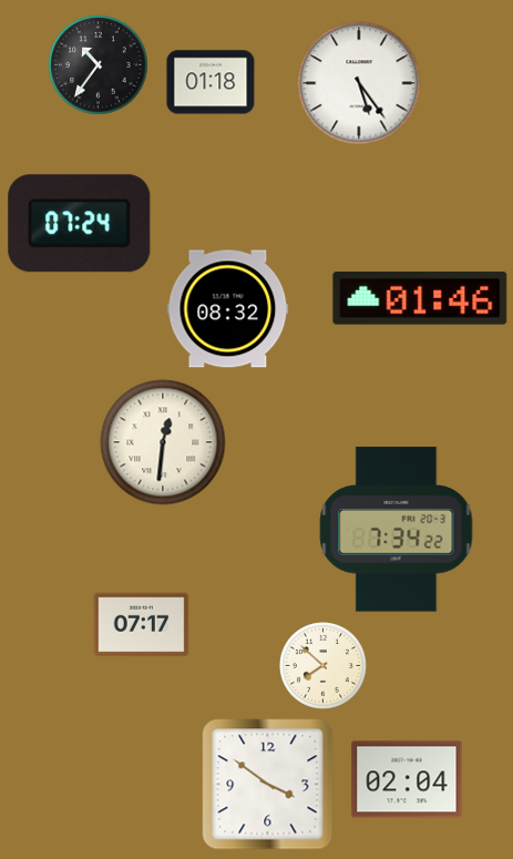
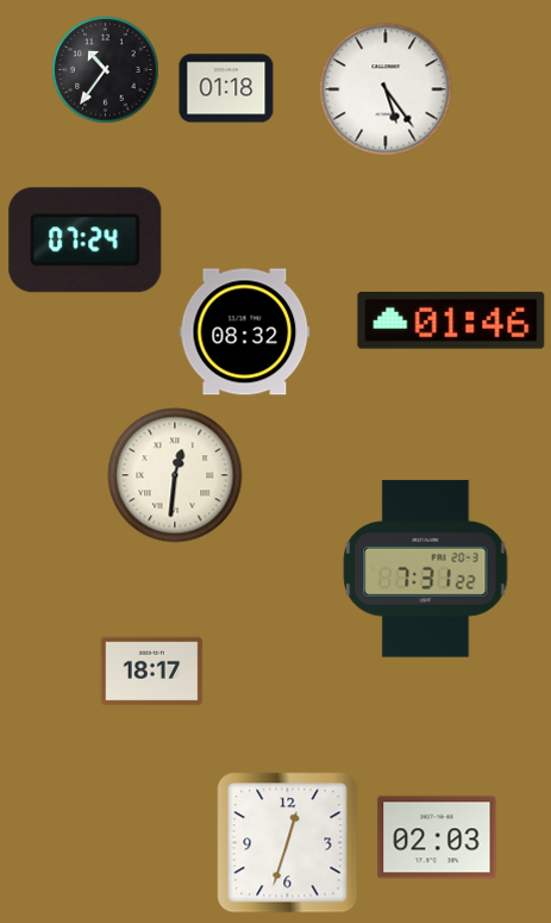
clock at (397, 530): 7:34 -> 7:31
clock at (142, 625): 07:17 -> 18:17
clock at (324, 666): 7:52 -> none
clock at (407, 779): 02:04 -> 02:03
clock at (268, 785): 3:51 -> 12:33
